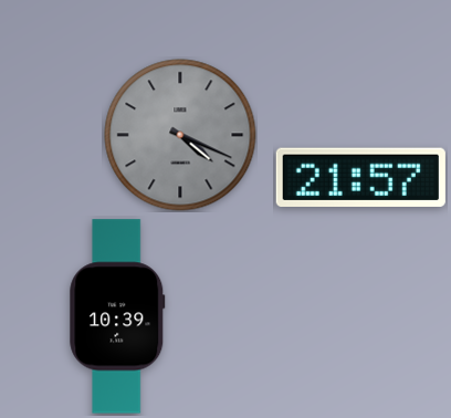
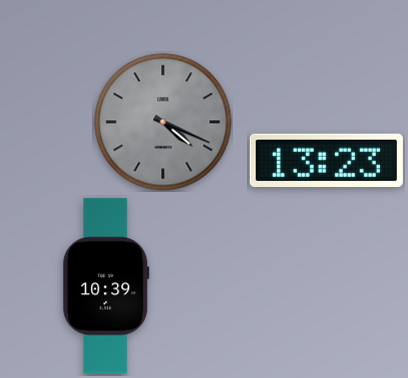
clock at (360, 177): 21:57 -> 13:23
